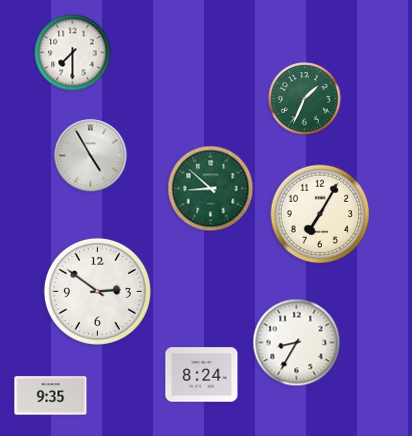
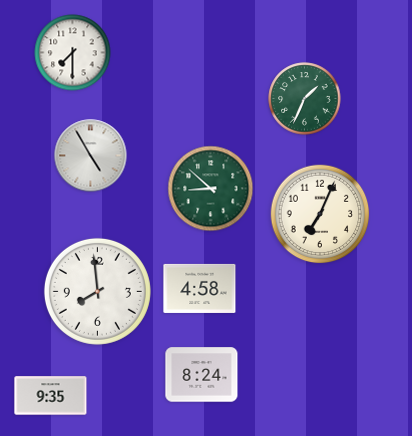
clock at (320, 214): 7:05 -> 7:04
clock at (200, 288): none -> 4:58
clock at (97, 291): 2:51 -> 7:59
clock at (297, 343): 8:35 -> none
